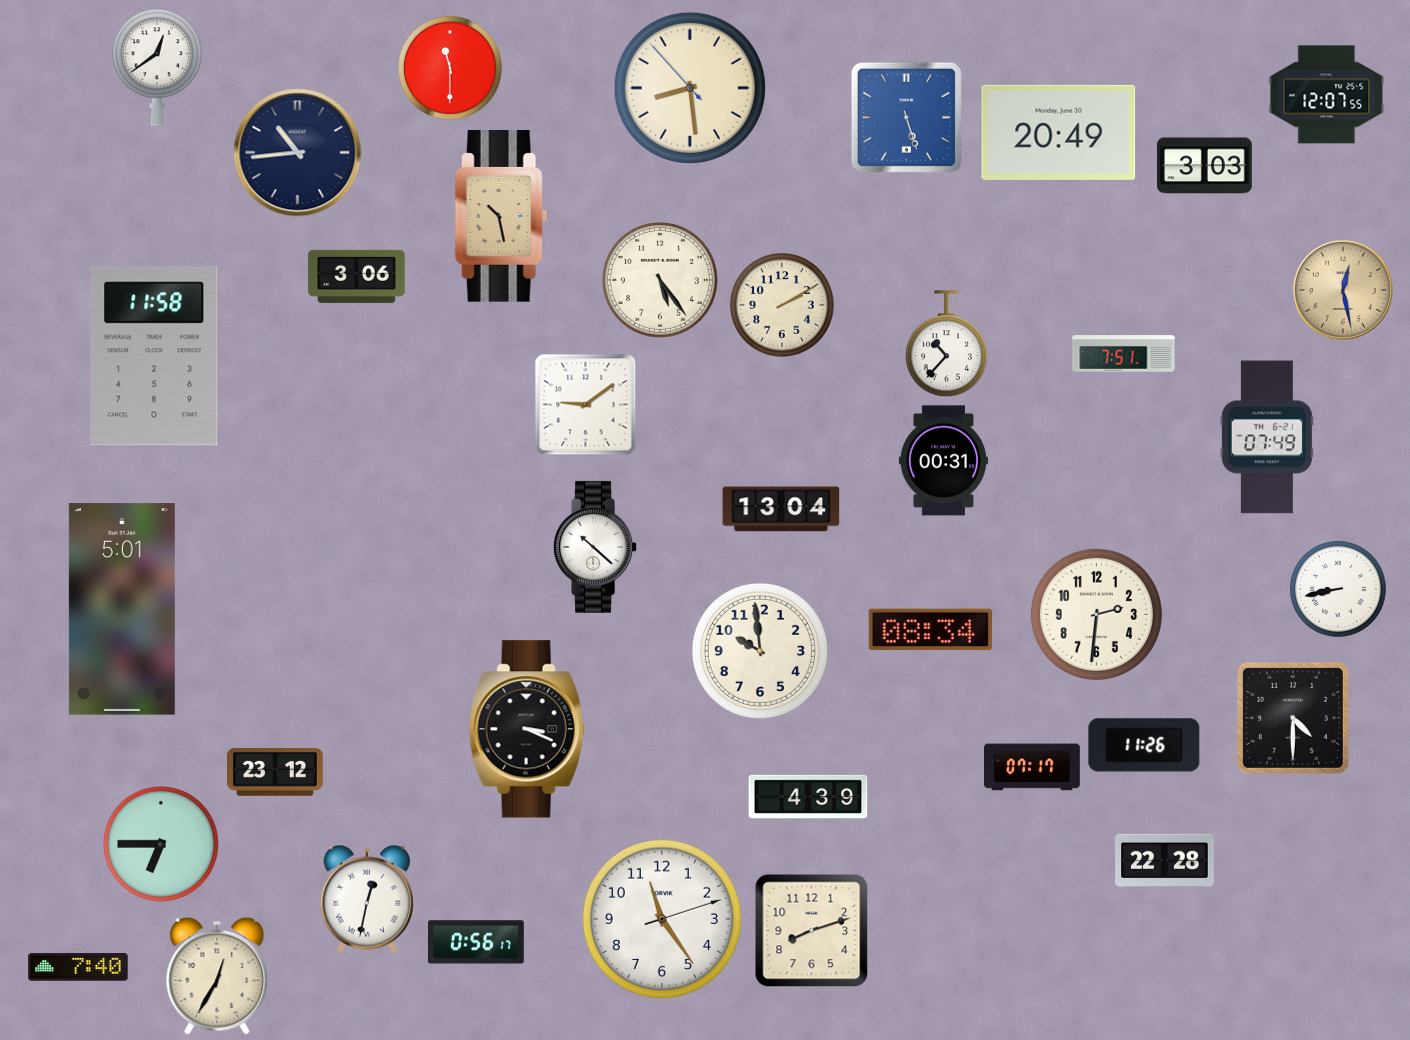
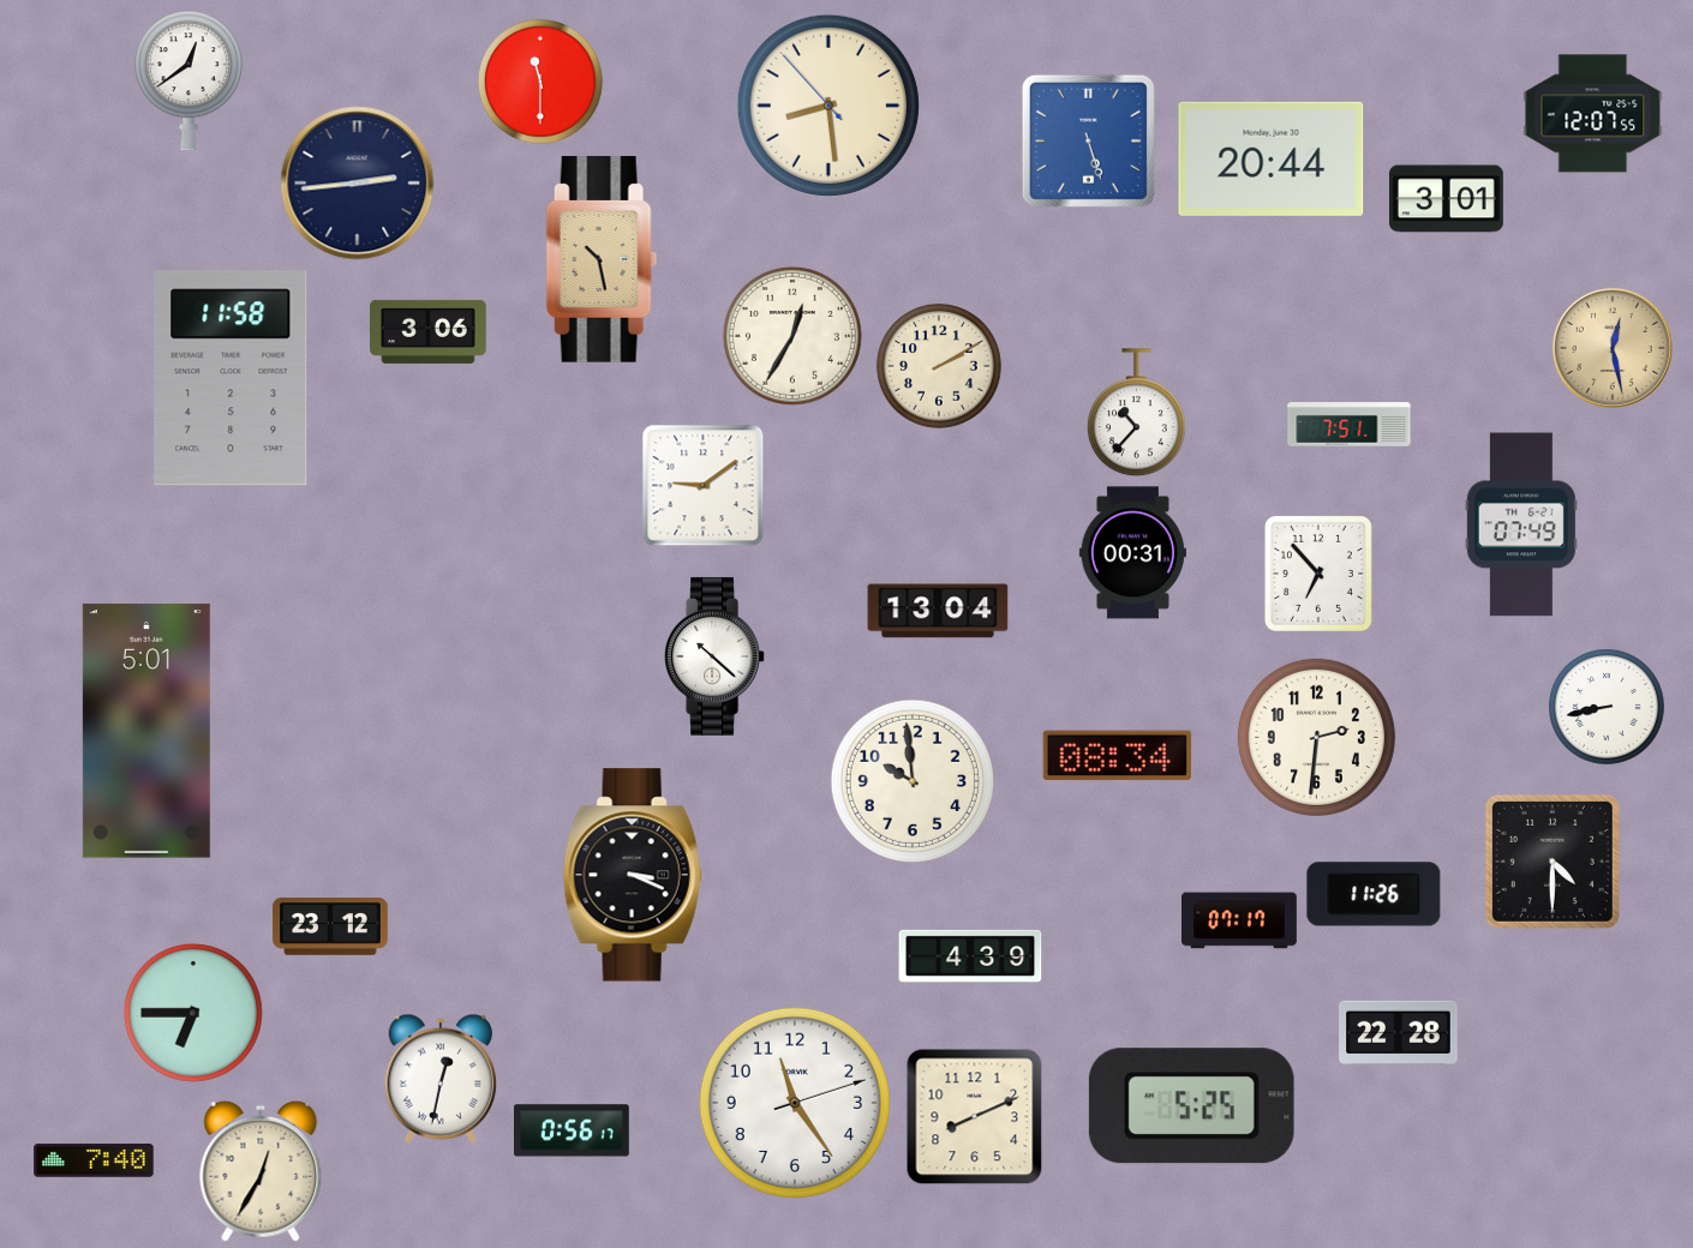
clock at (1059, 132): 20:49 -> 20:44
clock at (298, 153): 10:44 -> 2:44
clock at (1204, 166): 3:03 -> 3:01
clock at (660, 280): 5:24 -> 12:35
clock at (154, 356) position: (154, 356) -> (231, 378)
clock at (1318, 574): none -> 6:53
clock at (1191, 1106): none -> 5:25
clock at (812, 931): 8:12 -> 8:11
